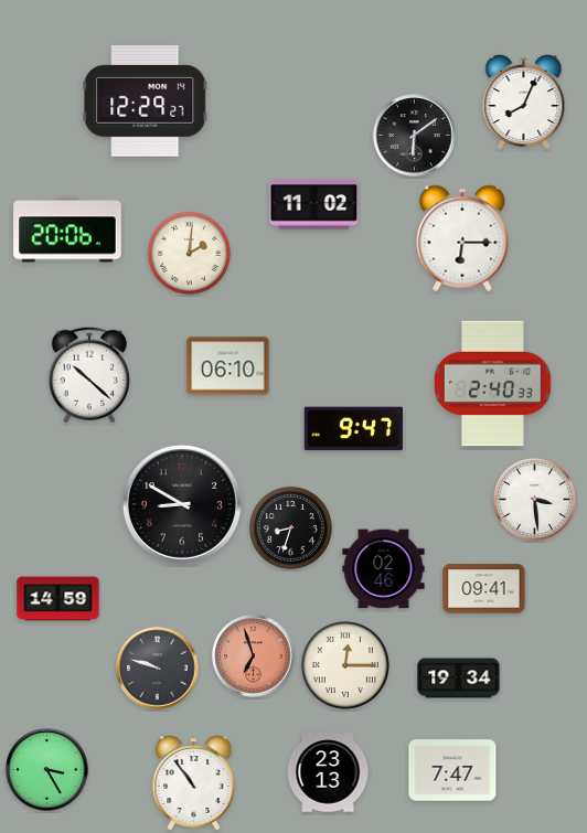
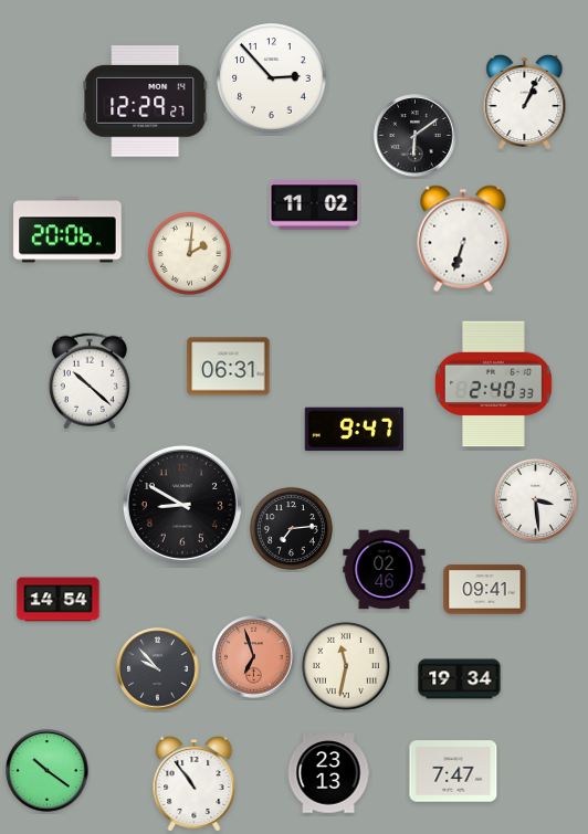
clock at (272, 78): none -> 2:53
clock at (524, 103): 8:04 -> 1:04
clock at (462, 238): 6:15 -> 6:33
clock at (228, 366): 06:10 -> 06:31
clock at (89, 375) position: (89, 375) -> (90, 381)
clock at (290, 527): 8:33 -> 7:14
clock at (58, 599): 14:59 -> 14:54
clock at (345, 665): 12:15 -> 11:32
clock at (158, 669): 9:48 -> 9:53
clock at (47, 770): 3:25 -> 10:21
